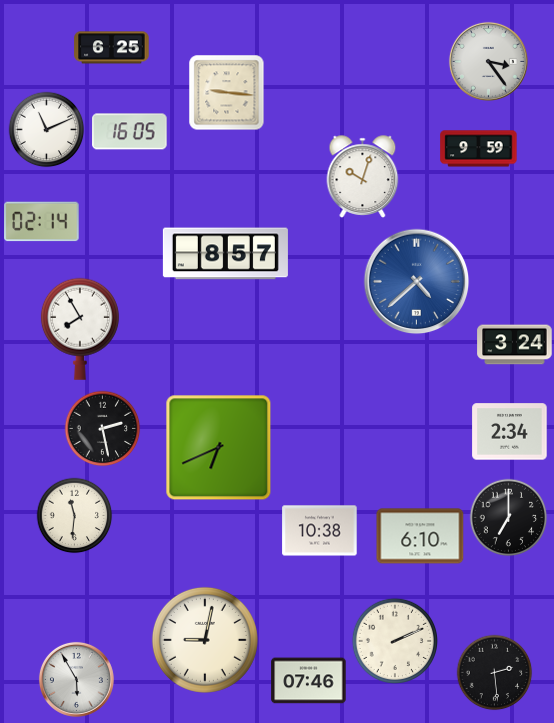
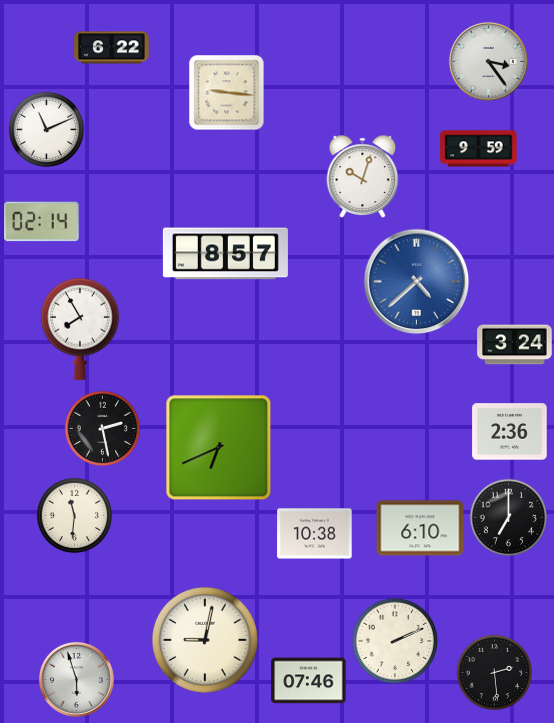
clock at (112, 48): 6:25 -> 6:22
clock at (130, 132): 16:05 -> none
clock at (510, 432): 2:34 -> 2:36
clock at (320, 531) position: (320, 531) -> (315, 534)
clock at (420, 536) position: (420, 536) -> (420, 528)
clock at (76, 679): 5:55 -> 5:57
